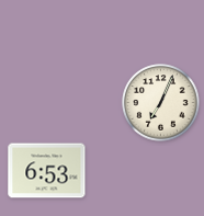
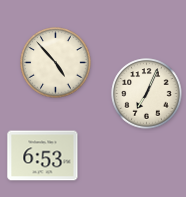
clock at (56, 63): none -> 4:53
